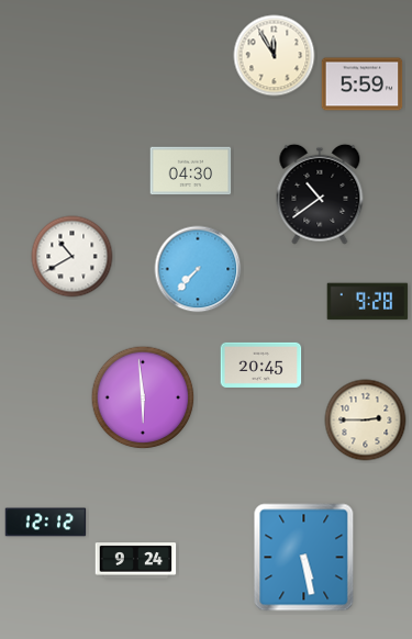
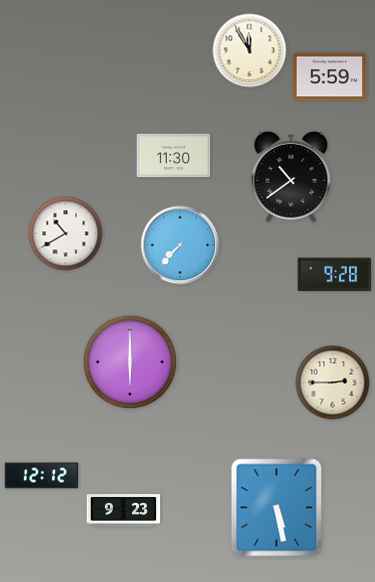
clock at (191, 171): 04:30 -> 11:30
clock at (261, 365): 20:45 -> none
clock at (143, 397): 5:59 -> 6:00
clock at (136, 561): 9:24 -> 9:23
